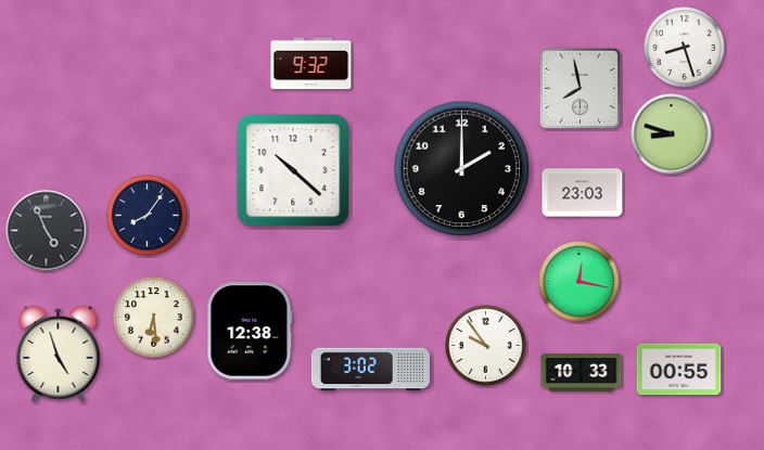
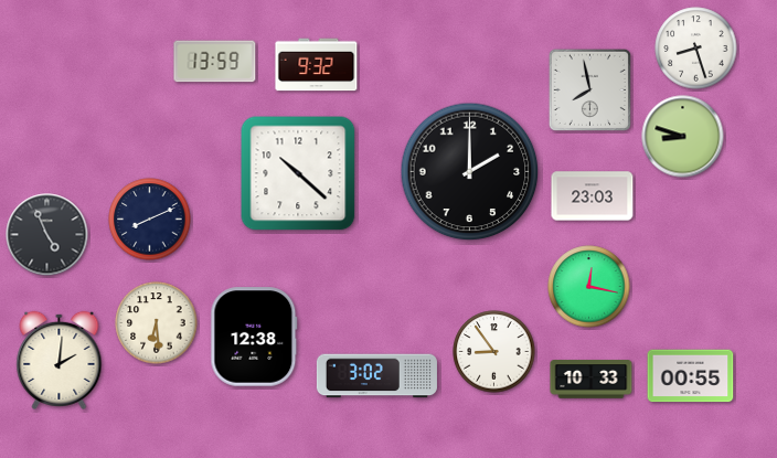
clock at (215, 62): none -> 13:59
clock at (148, 216): 8:06 -> 8:11
clock at (486, 346): 9:54 -> 8:54
clock at (59, 353): 4:57 -> 2:01
